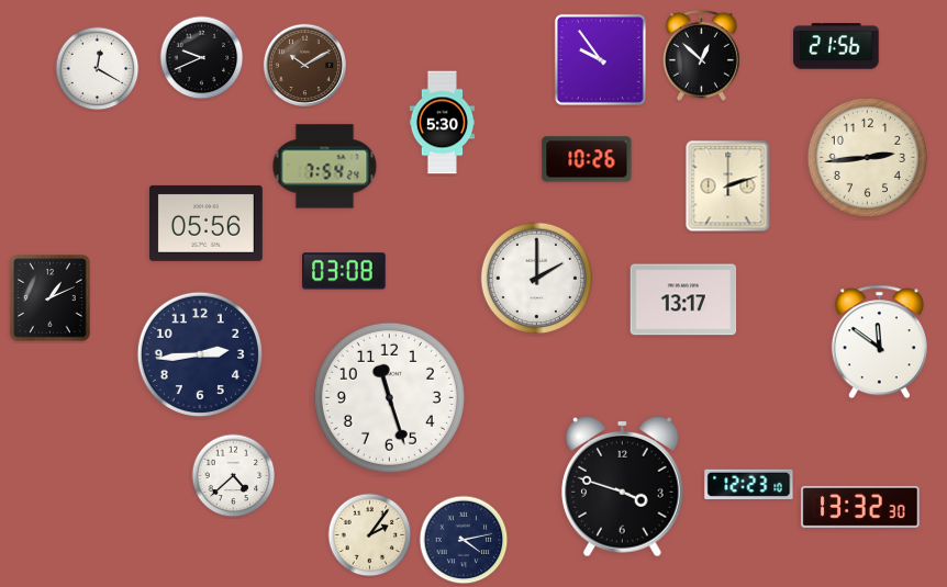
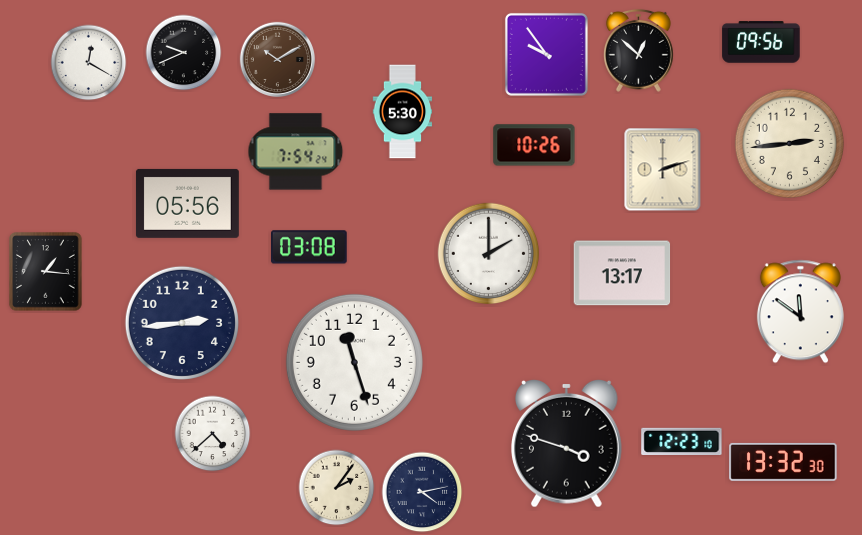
clock at (836, 46): 21:56 -> 09:56
clock at (345, 271) position: (345, 271) -> (310, 247)
clock at (51, 298): 1:11 -> 1:16
